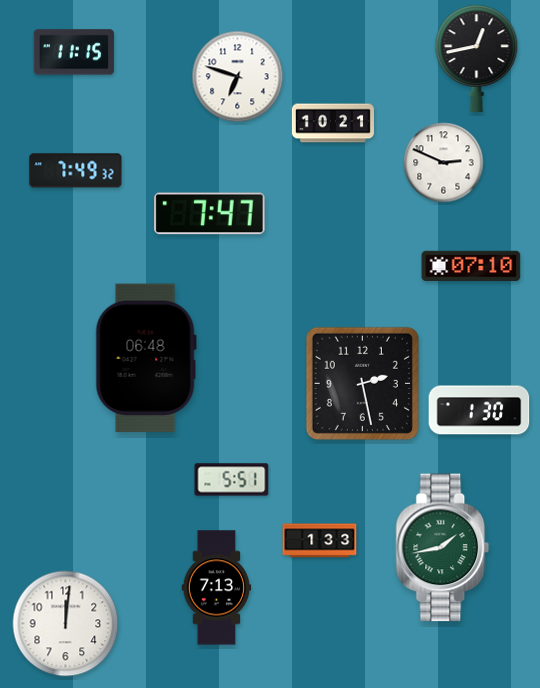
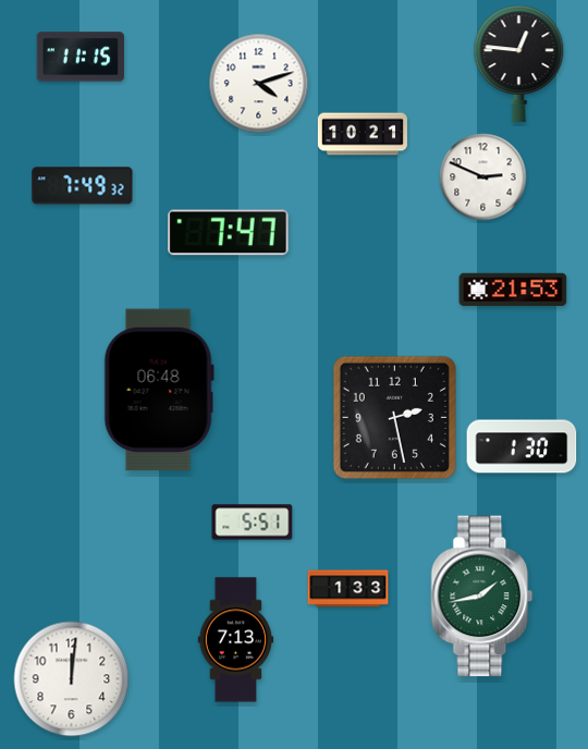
clock at (477, 58): 12:43 -> 12:46
clock at (238, 77): 6:48 -> 4:12
clock at (471, 265): 07:10 -> 21:53
